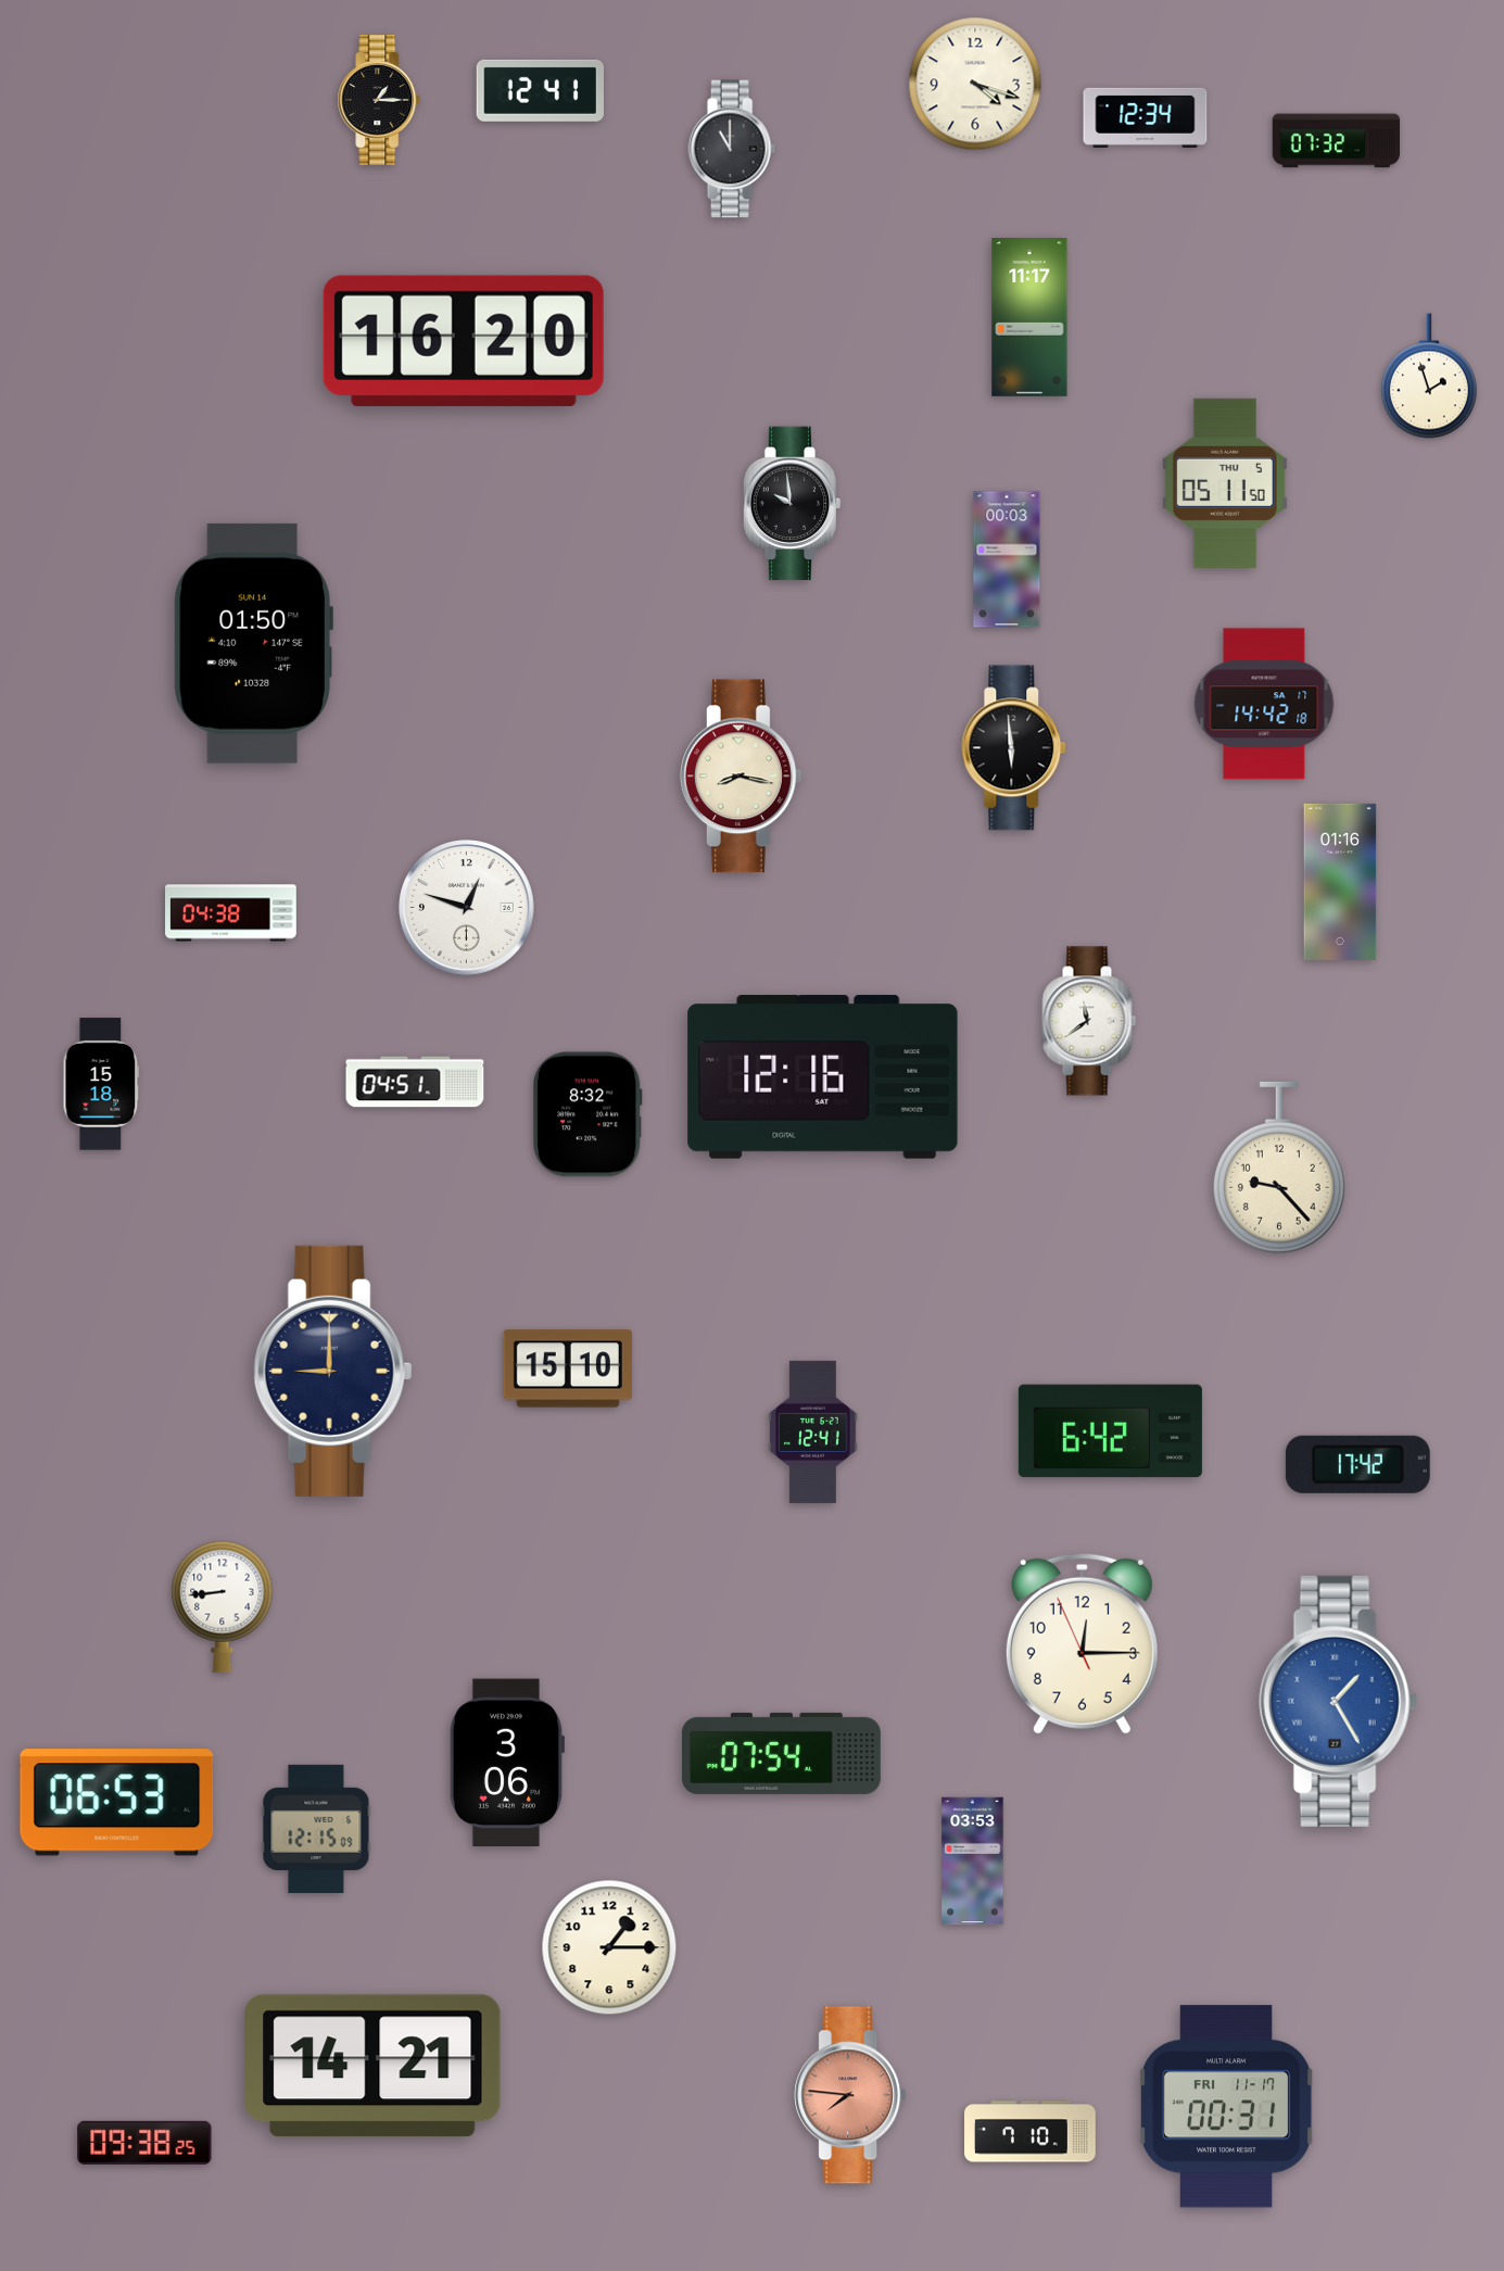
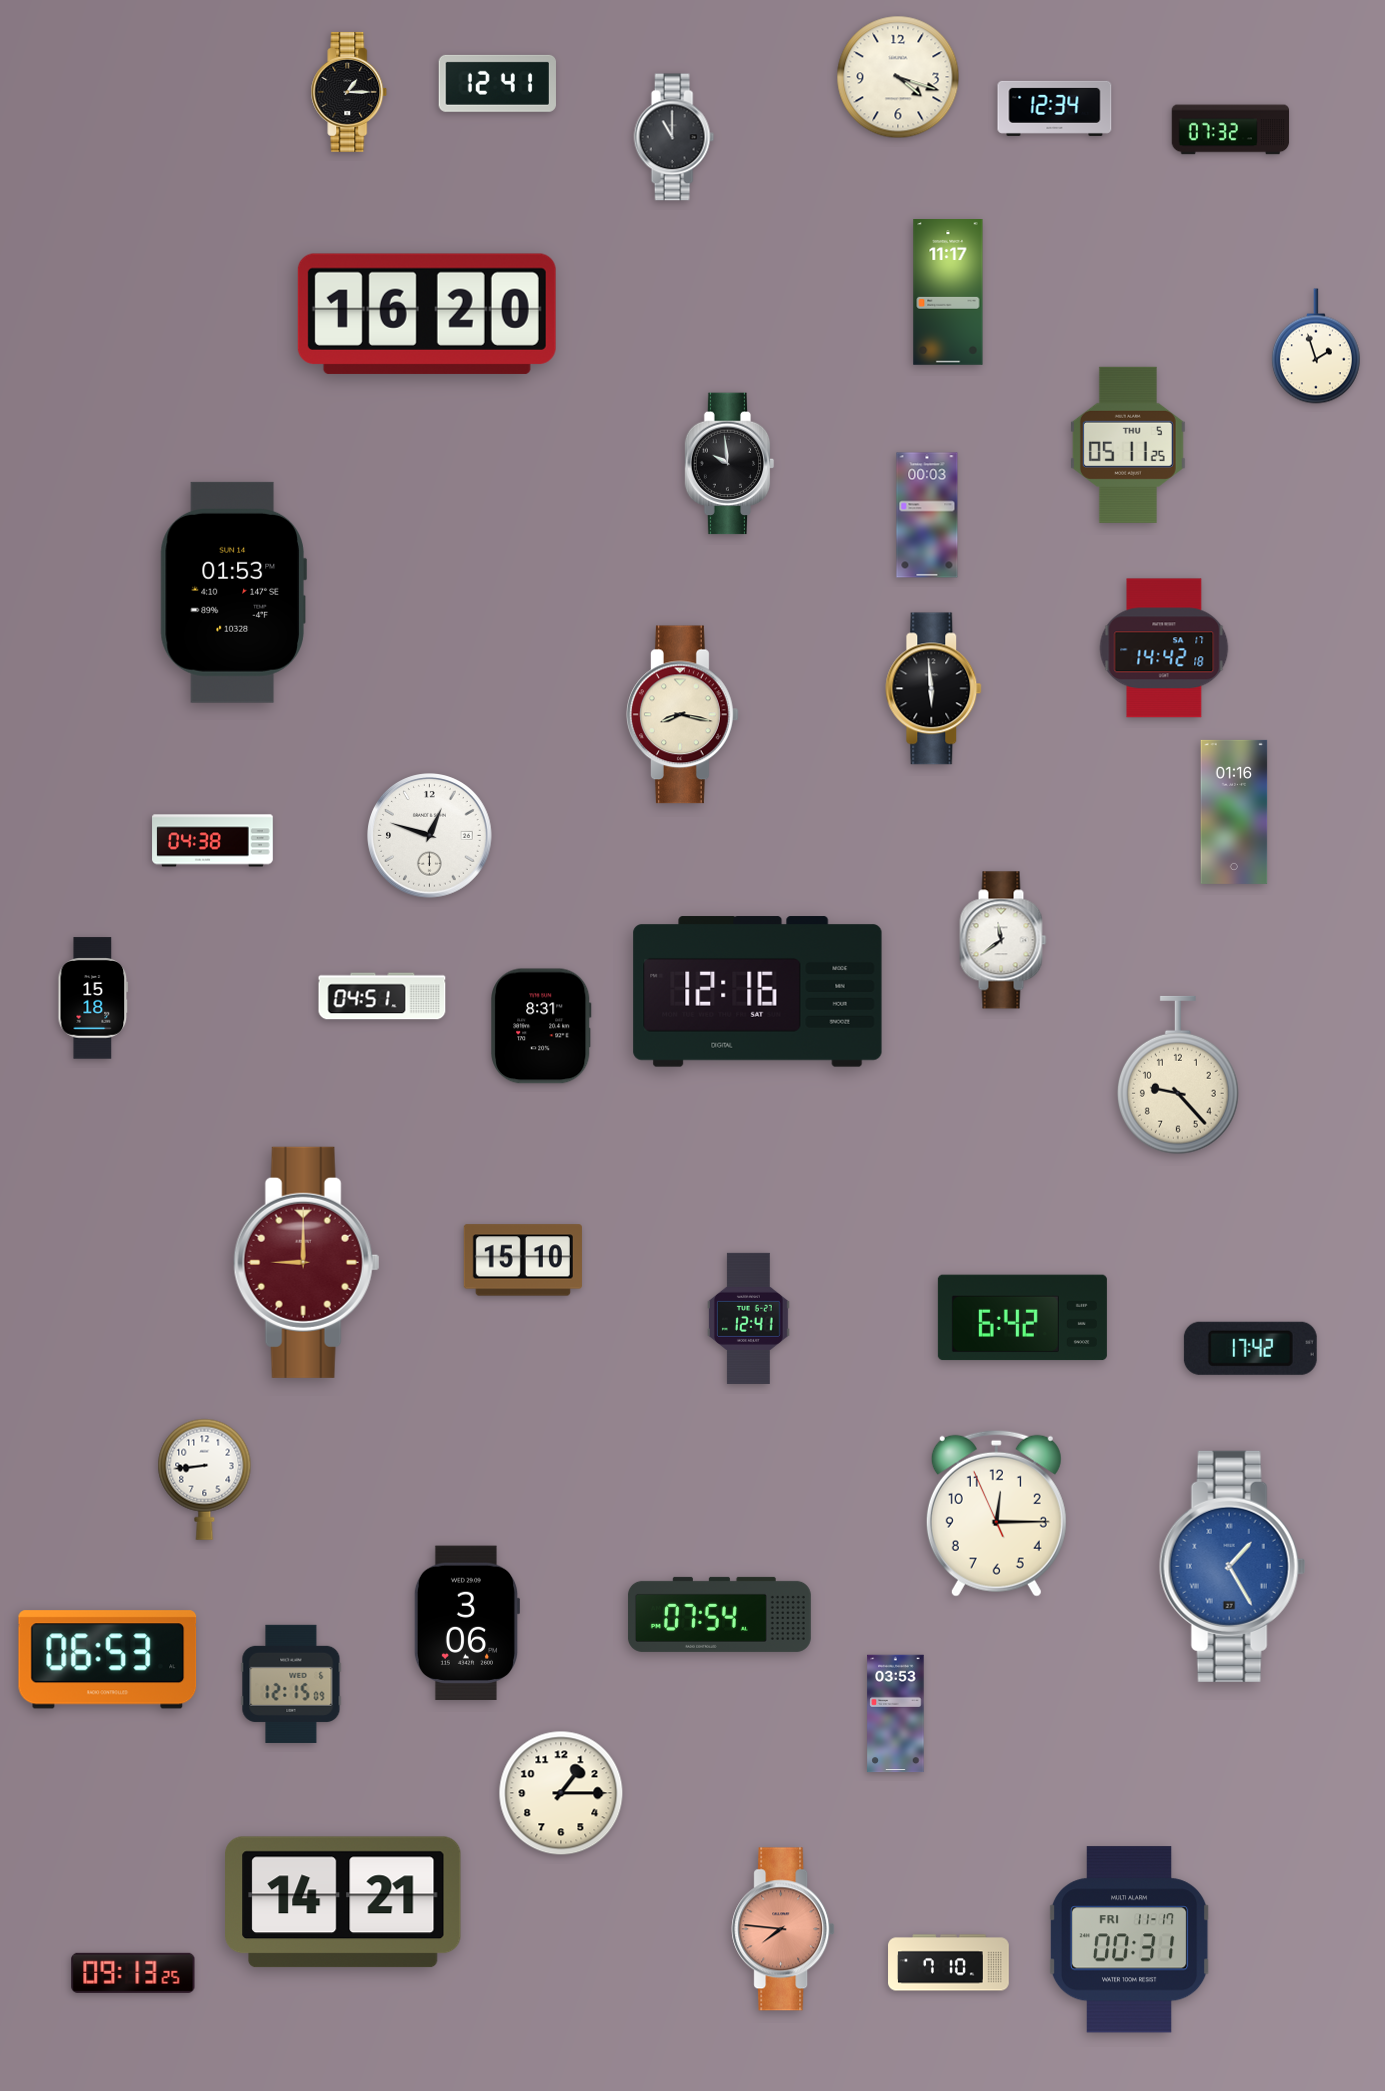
clock at (1225, 483): 05:11:50 -> 05:11:25
clock at (253, 643): 01:50 -> 01:53
clock at (587, 1114): 8:32 -> 8:31
clock at (333, 1371) dial: navy -> burgundy
clock at (144, 2143): 09:38 -> 09:13
